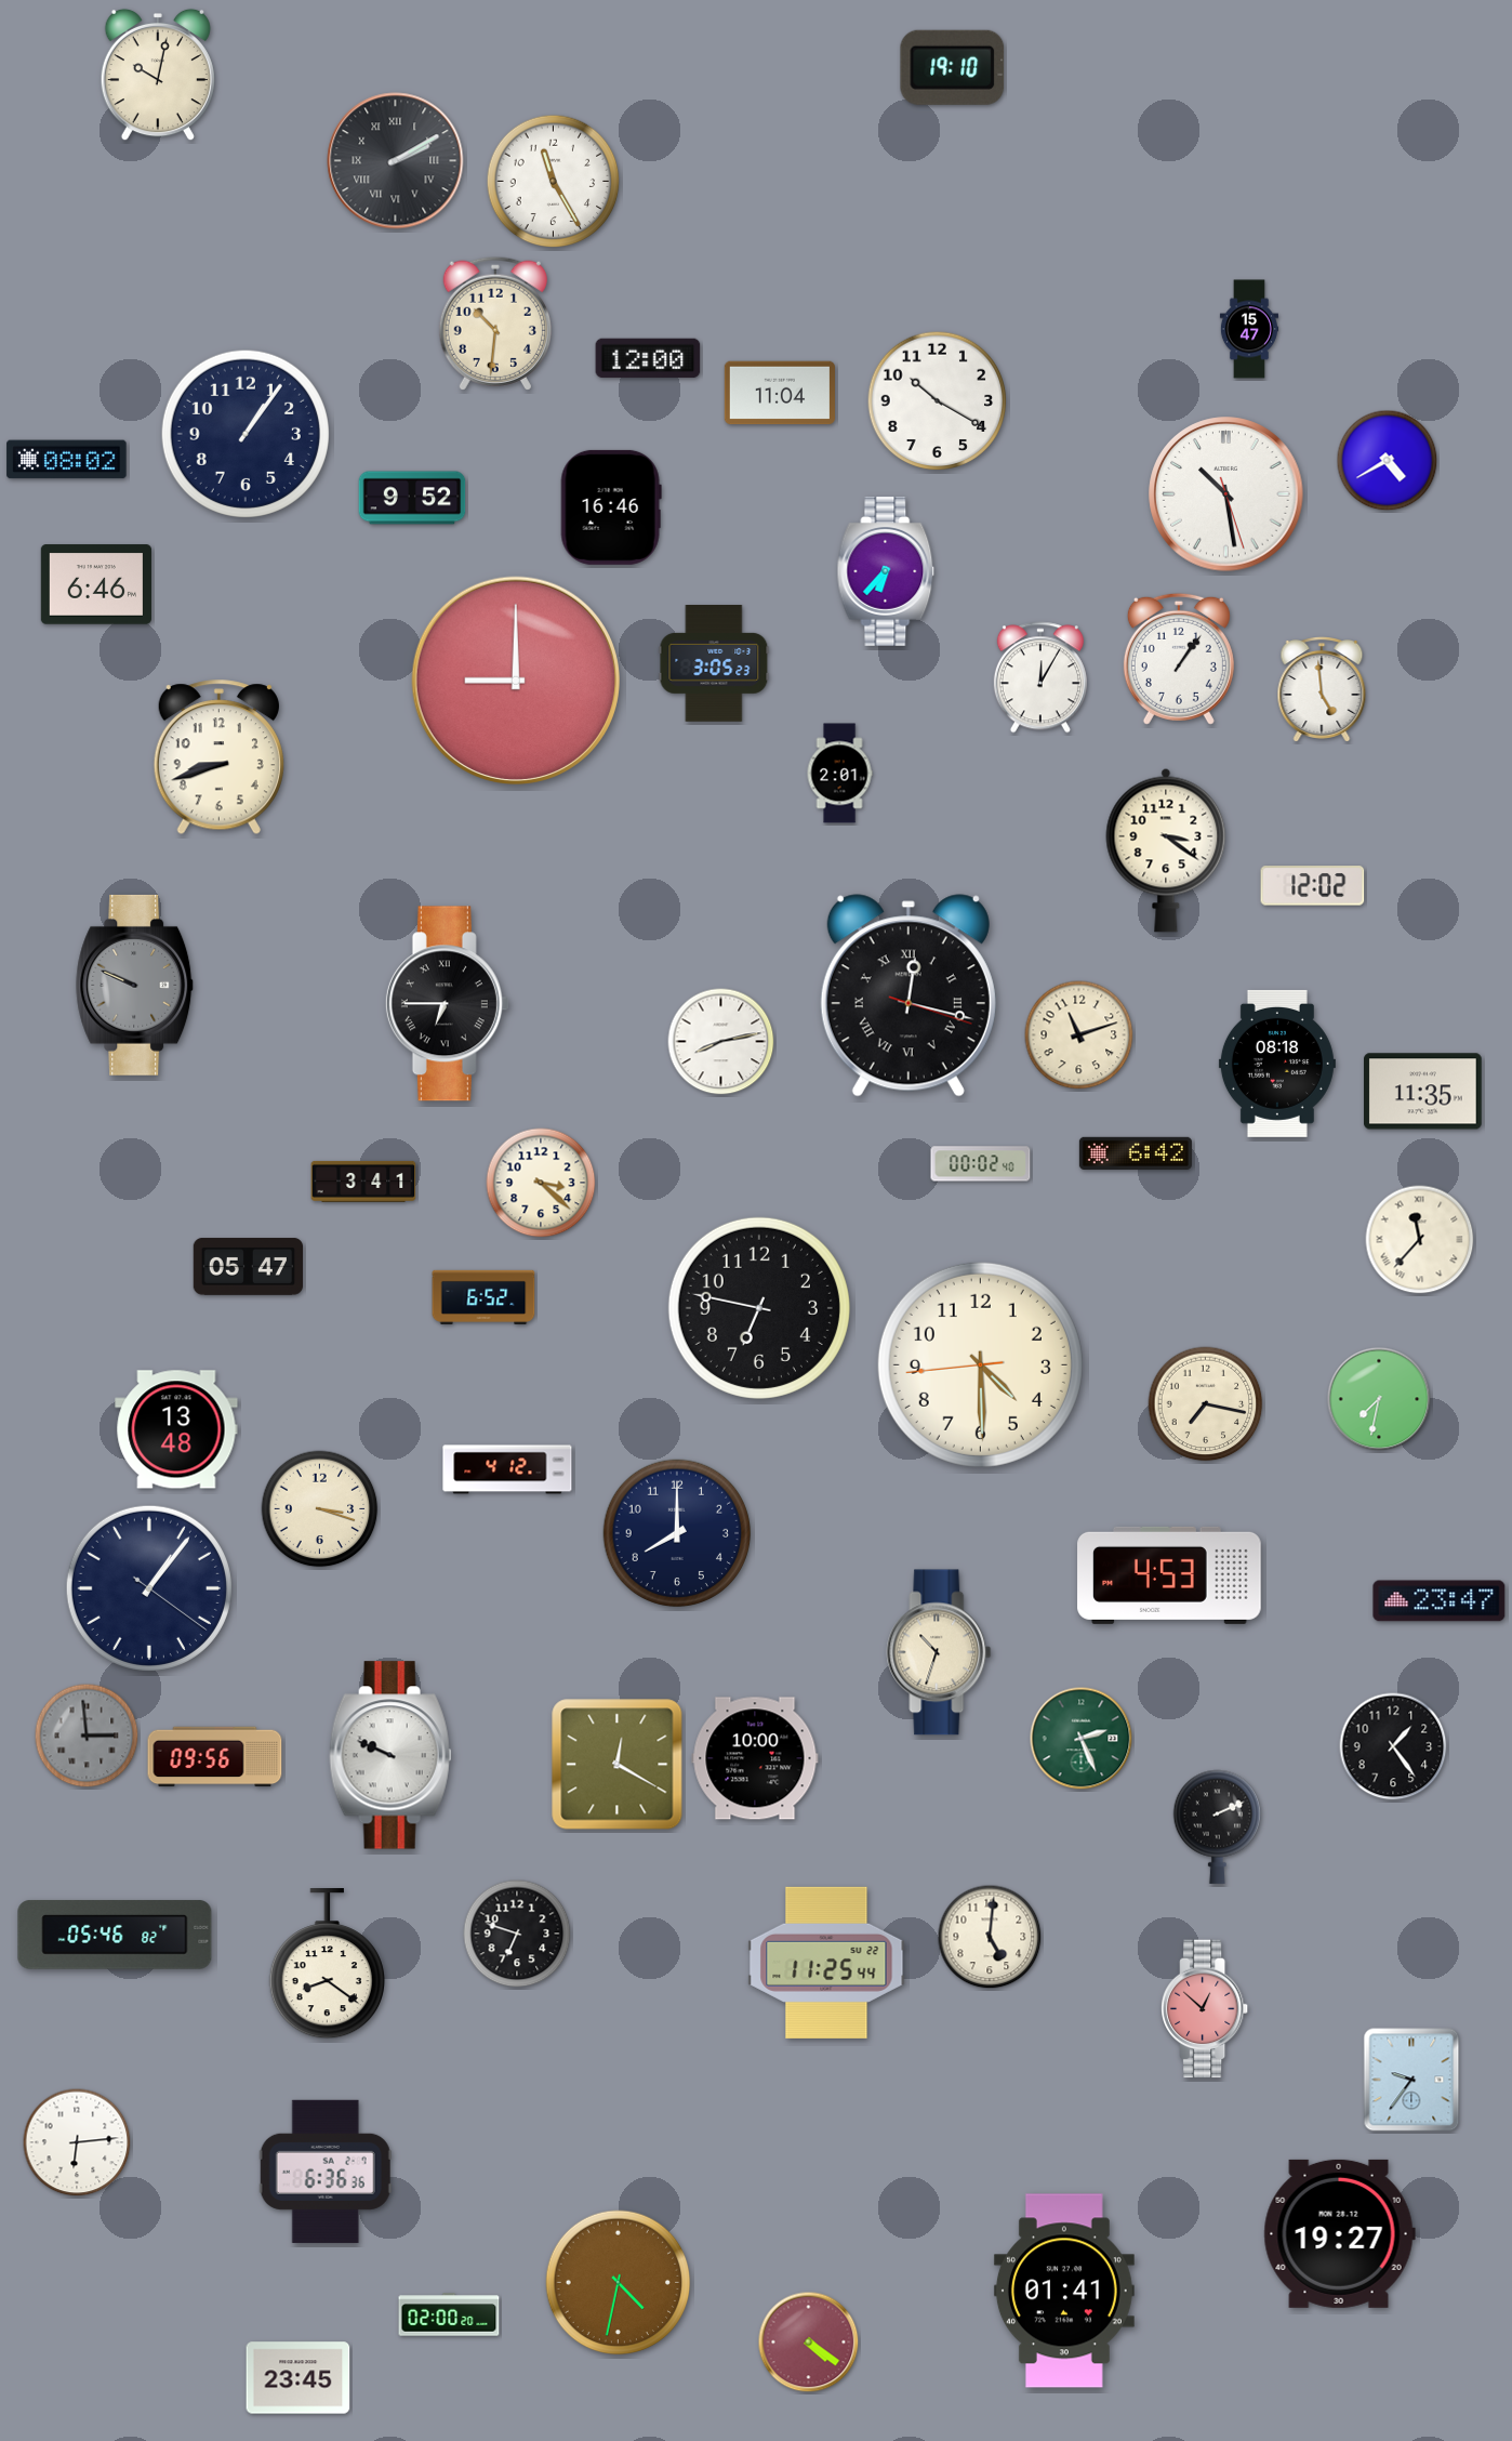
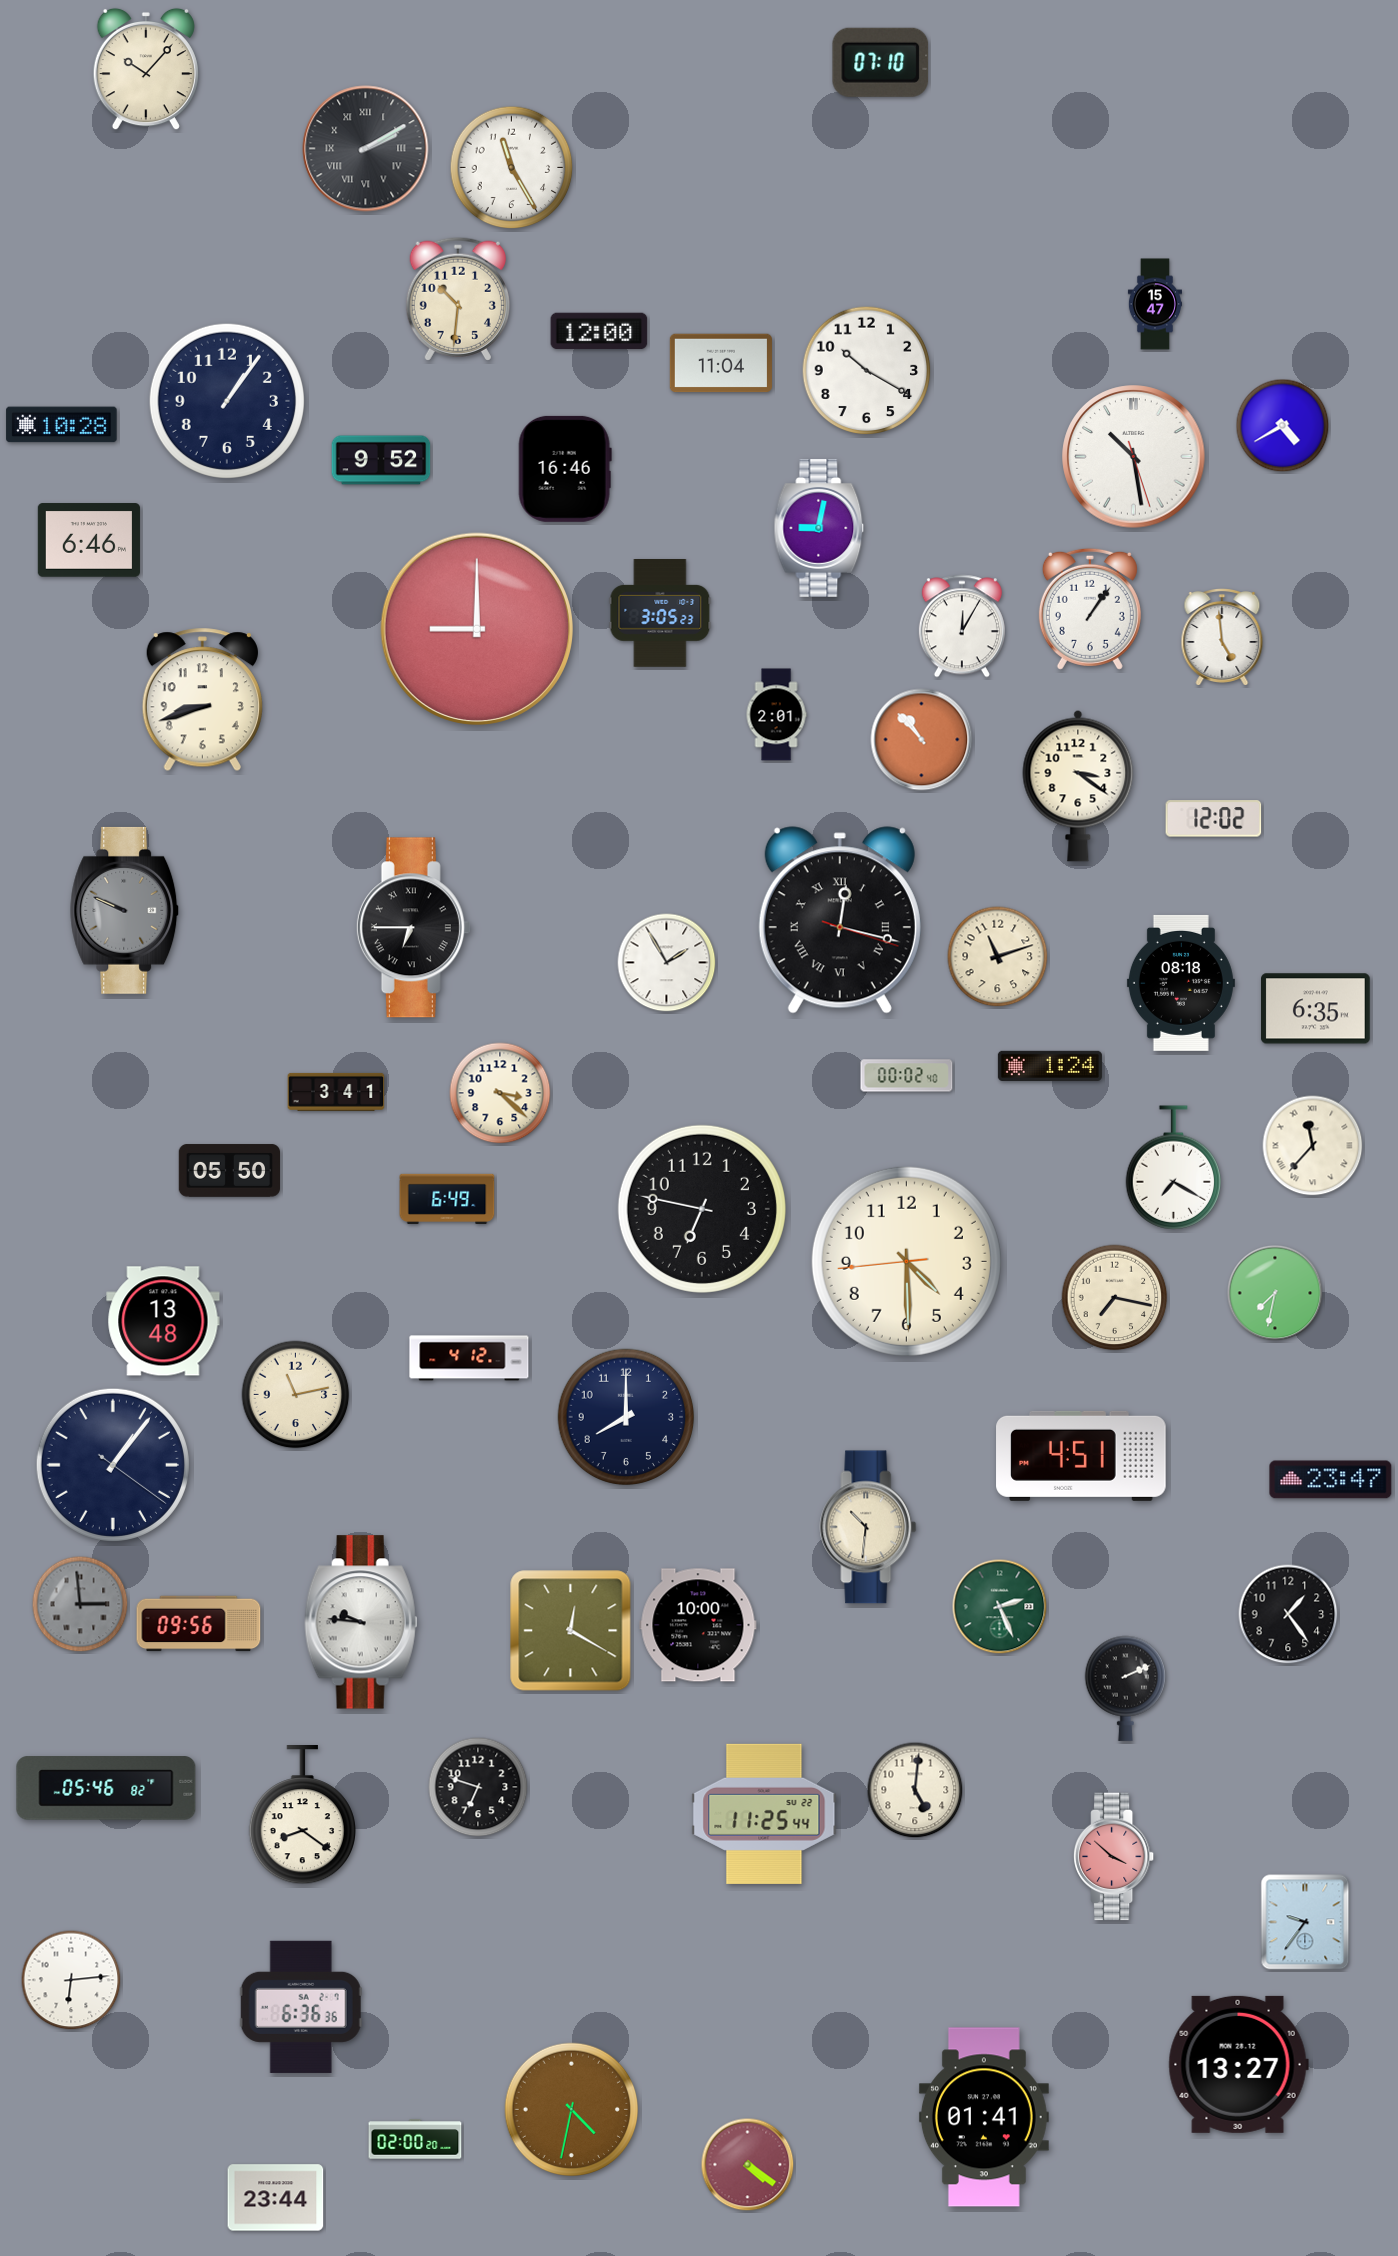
clock at (953, 67): 19:10 -> 07:10
clock at (158, 75): 10:02 -> 10:07
clock at (67, 460): 08:02 -> 10:28
clock at (886, 571): 6:37 -> 9:02
clock at (922, 740): none -> 10:53
clock at (721, 1042): 8:13 -> 1:55
clock at (1423, 1092): 11:35 -> 6:35
clock at (1136, 1153): 6:42 -> 1:24
clock at (1174, 1168): none -> 7:20
clock at (248, 1267): 05:47 -> 05:50
clock at (483, 1297): 6:52 -> 6:49
clock at (320, 1509): 3:18 -> 11:13
clock at (1169, 1575): 4:53 -> 4:51
clock at (149, 1588) position: (149, 1588) -> (113, 1465)
clock at (939, 1652): 10:33 -> 10:31
clock at (390, 1755): 9:49 -> 9:46
clock at (1206, 2009): 12:52 -> 3:52
clock at (1339, 2233): 19:27 -> 13:27
clock at (299, 2378): 23:45 -> 23:44
